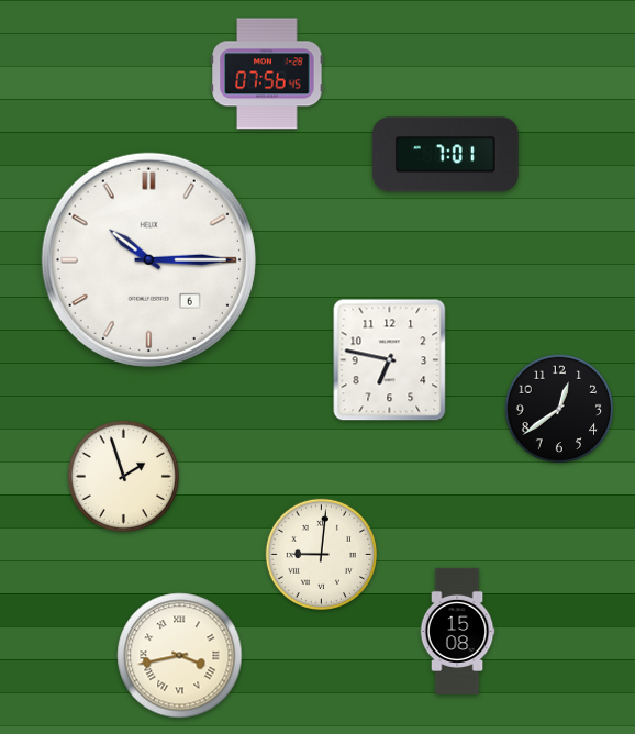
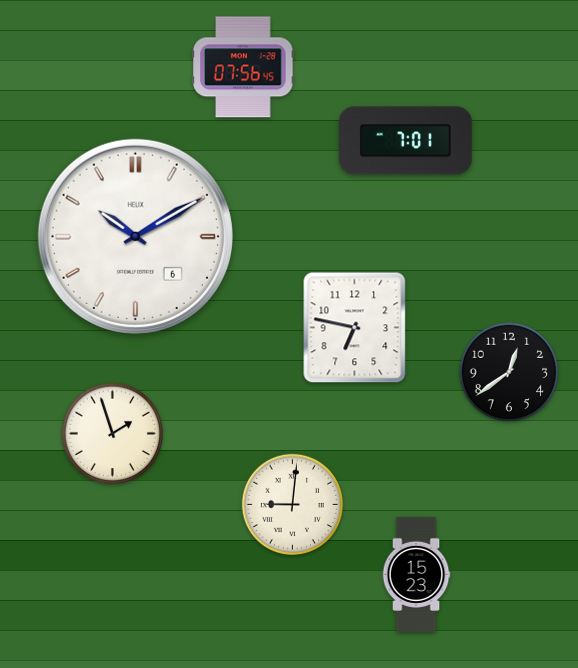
clock at (148, 259): 10:15 -> 10:10
clock at (457, 631): 15:08 -> 15:23
clock at (180, 656): 3:43 -> none
